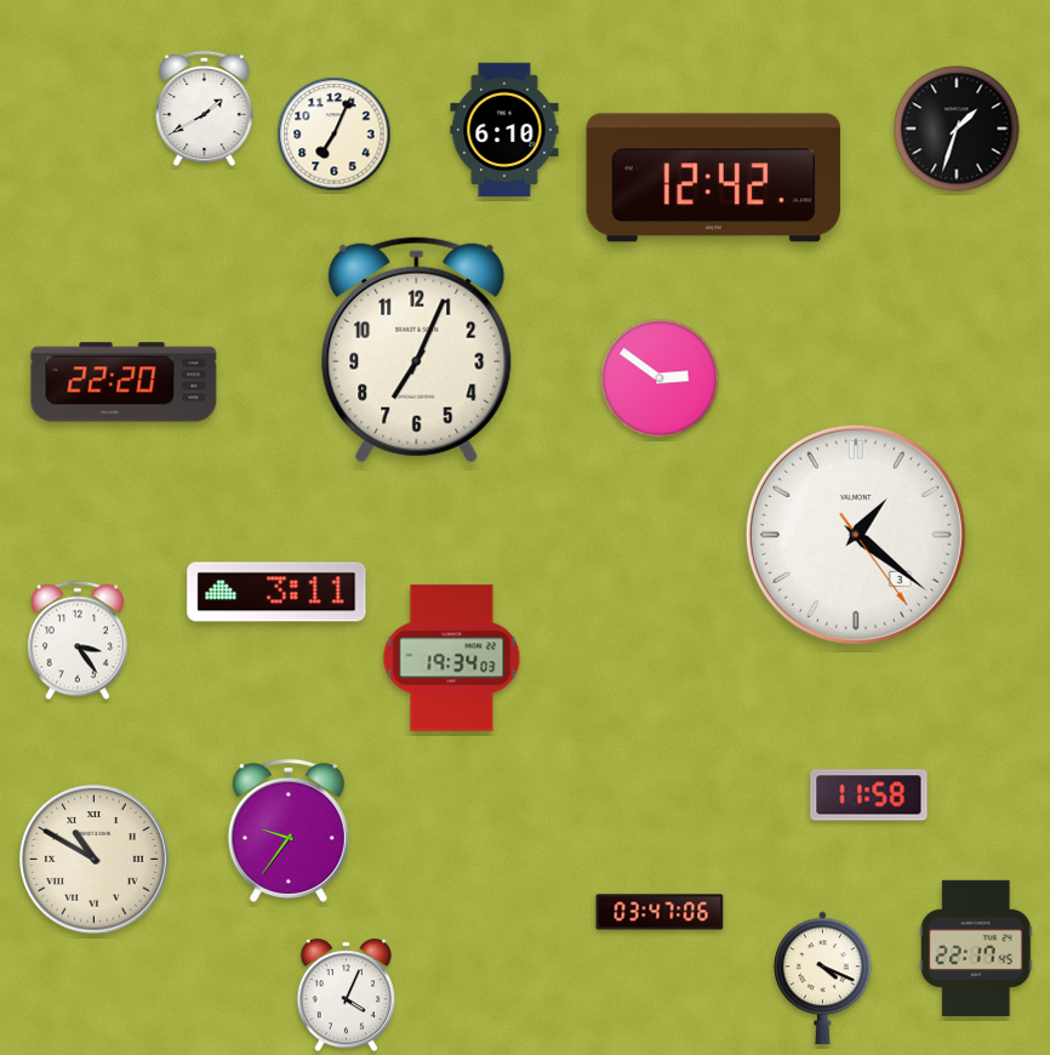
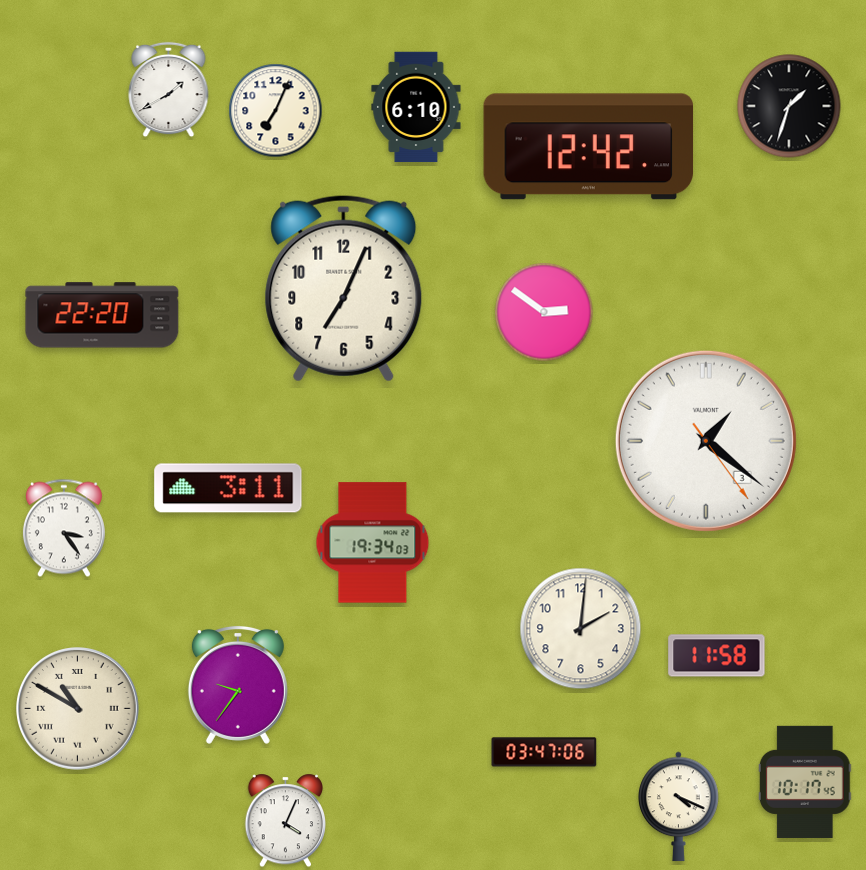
clock at (581, 629): none -> 2:01
clock at (976, 948): 22:17 -> 10:17
